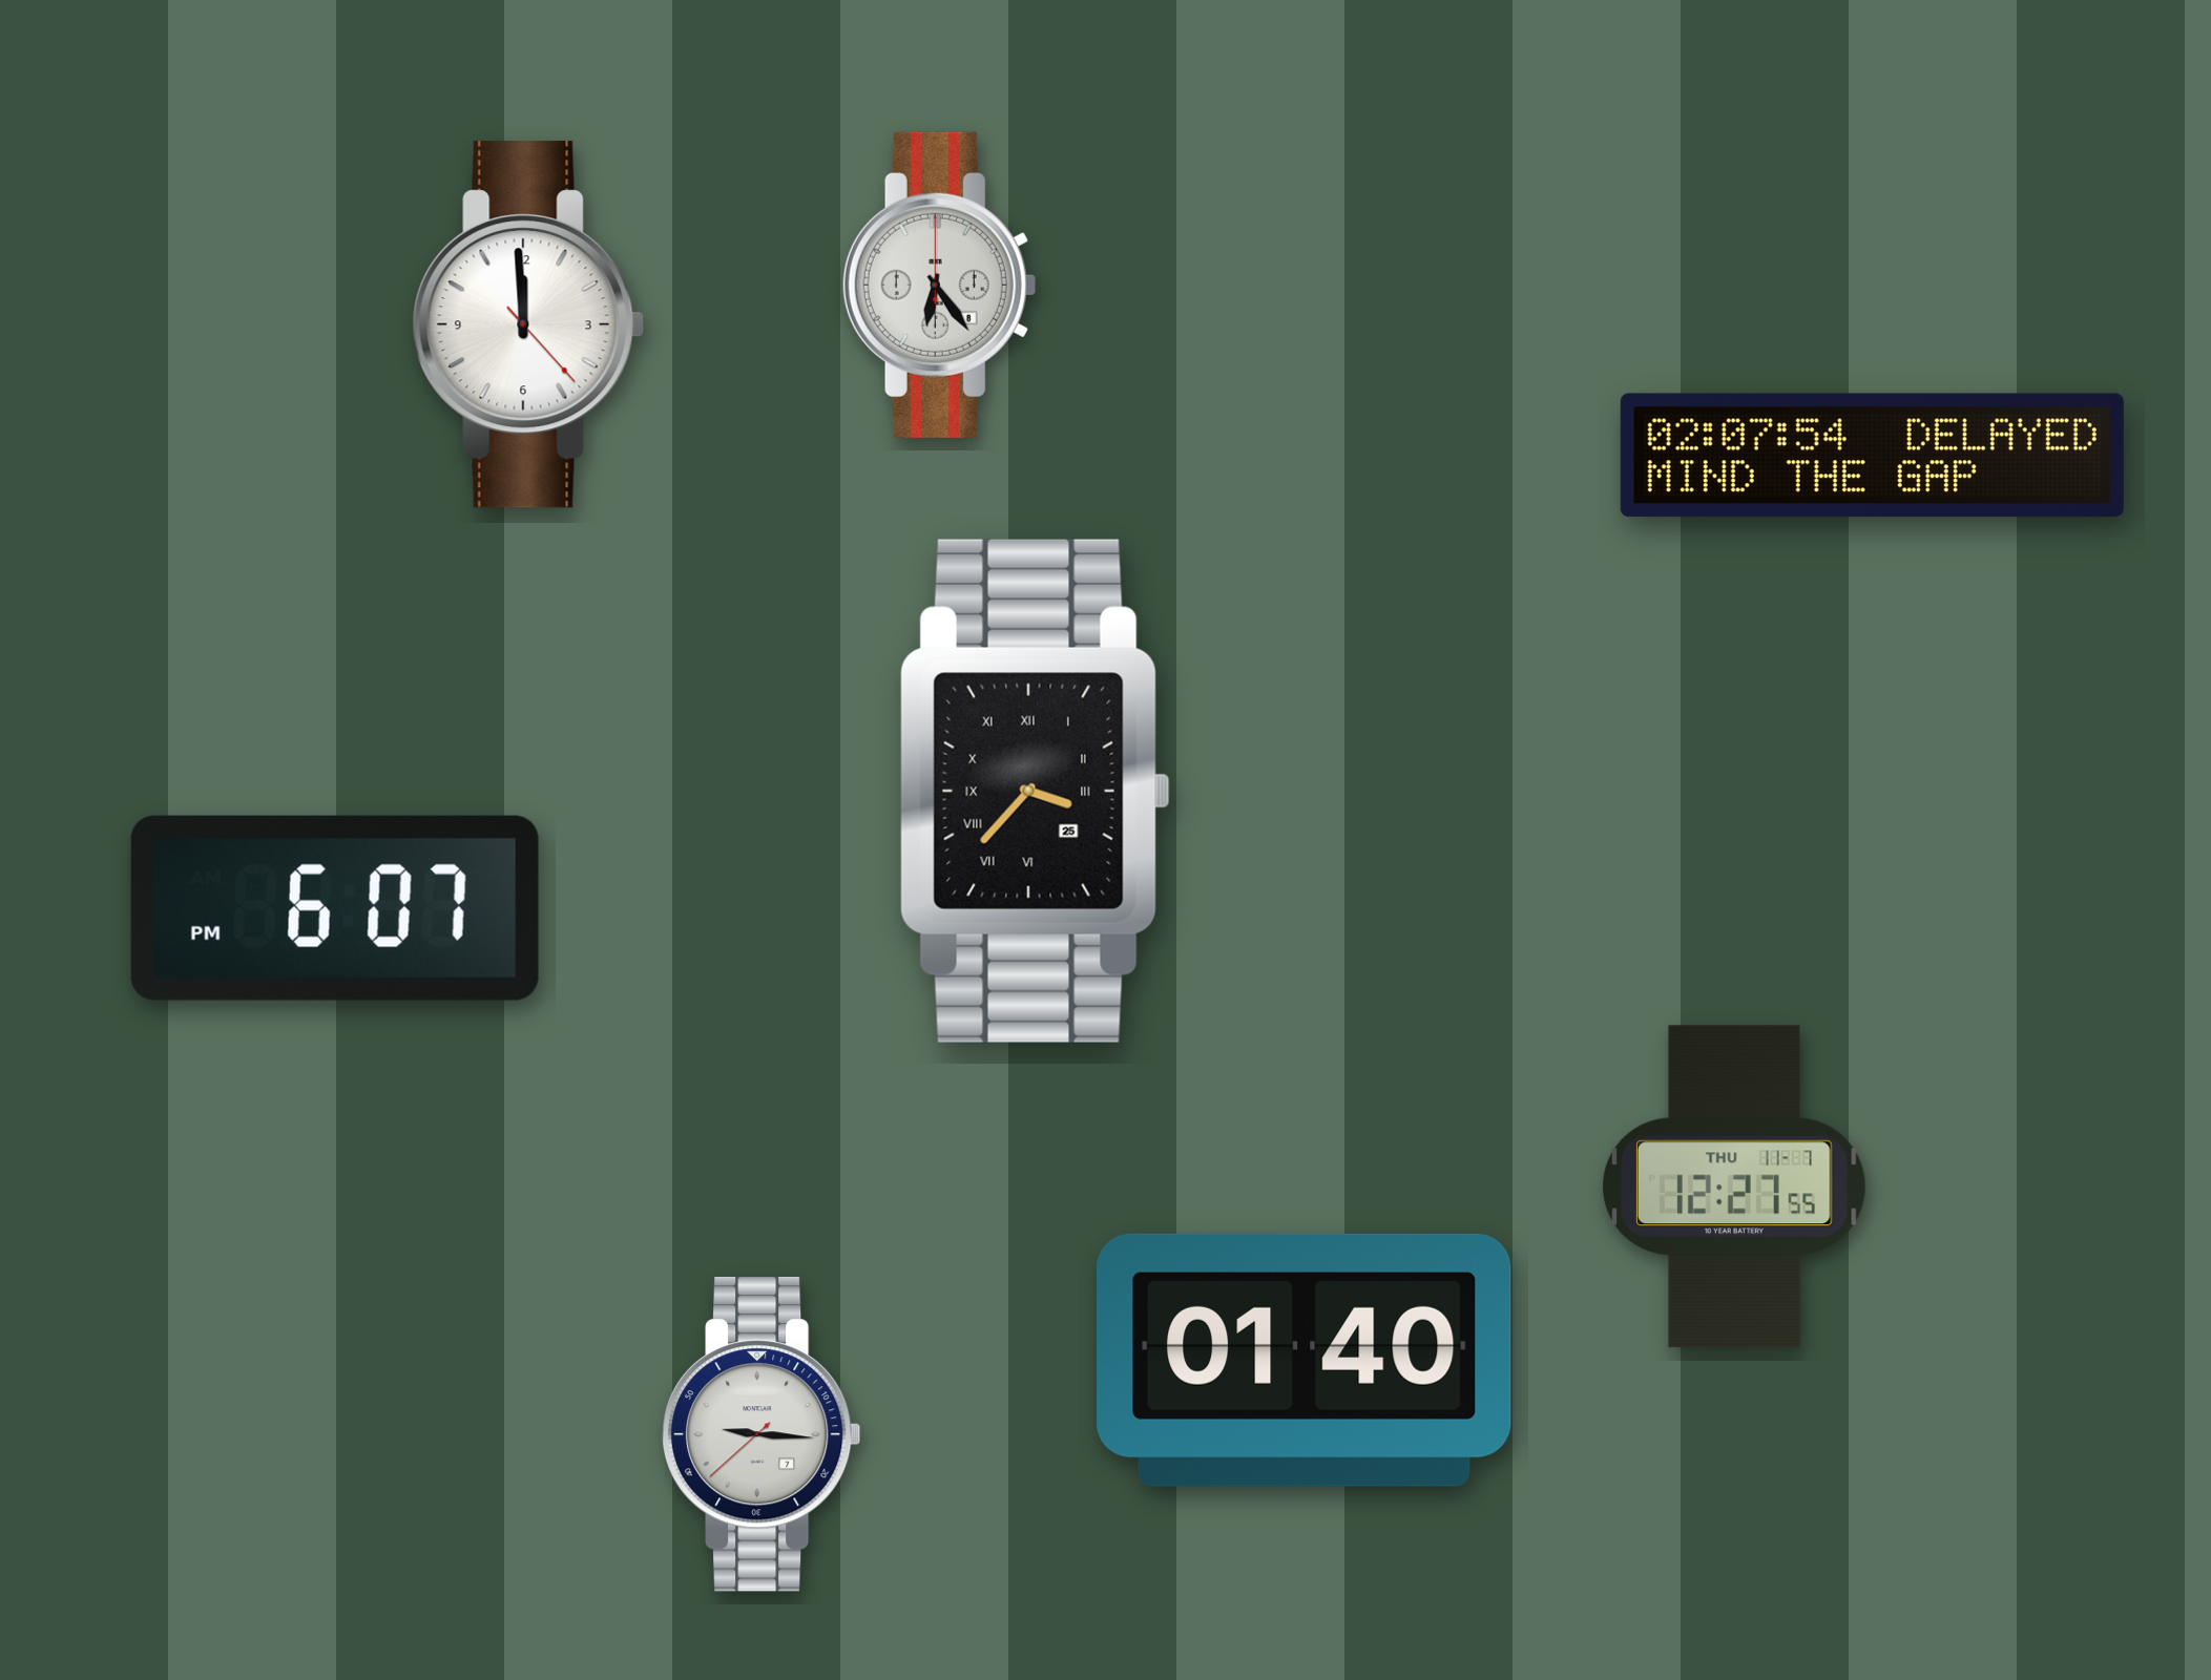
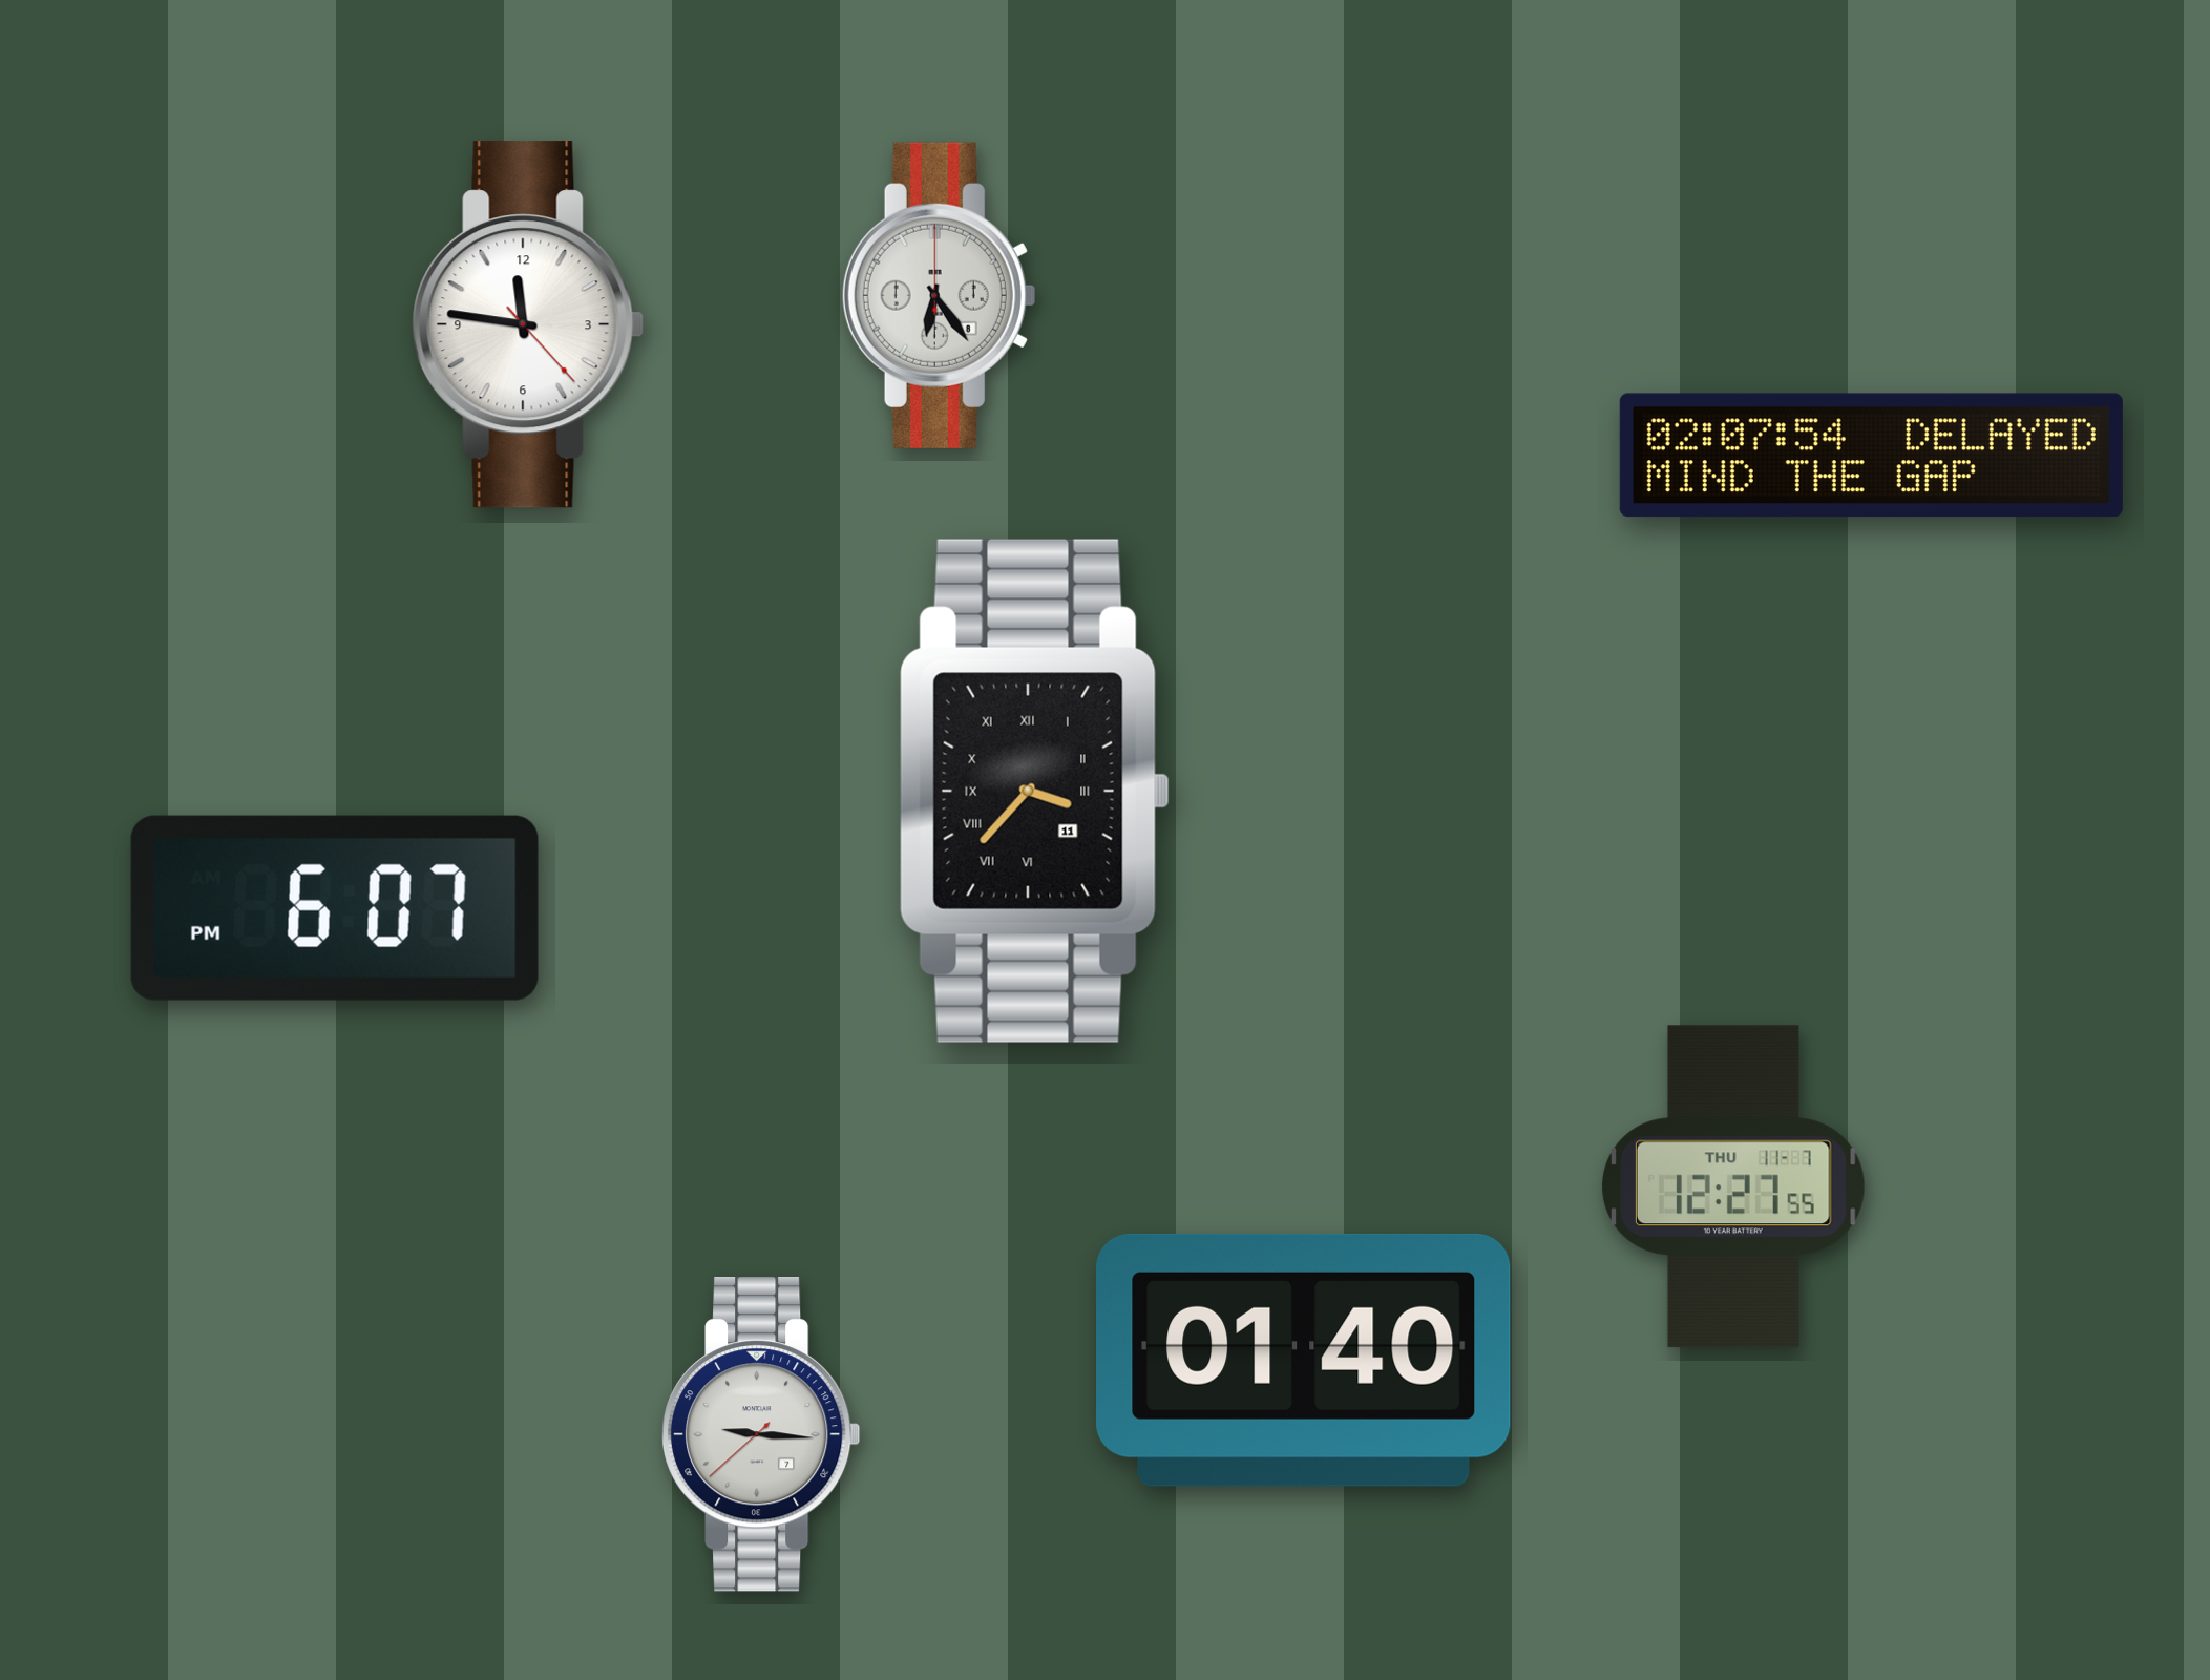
clock at (939, 285) position: (939, 285) -> (939, 295)
clock at (528, 324): 11:59 -> 11:46
clock at (1035, 791) date: 25 -> 11
